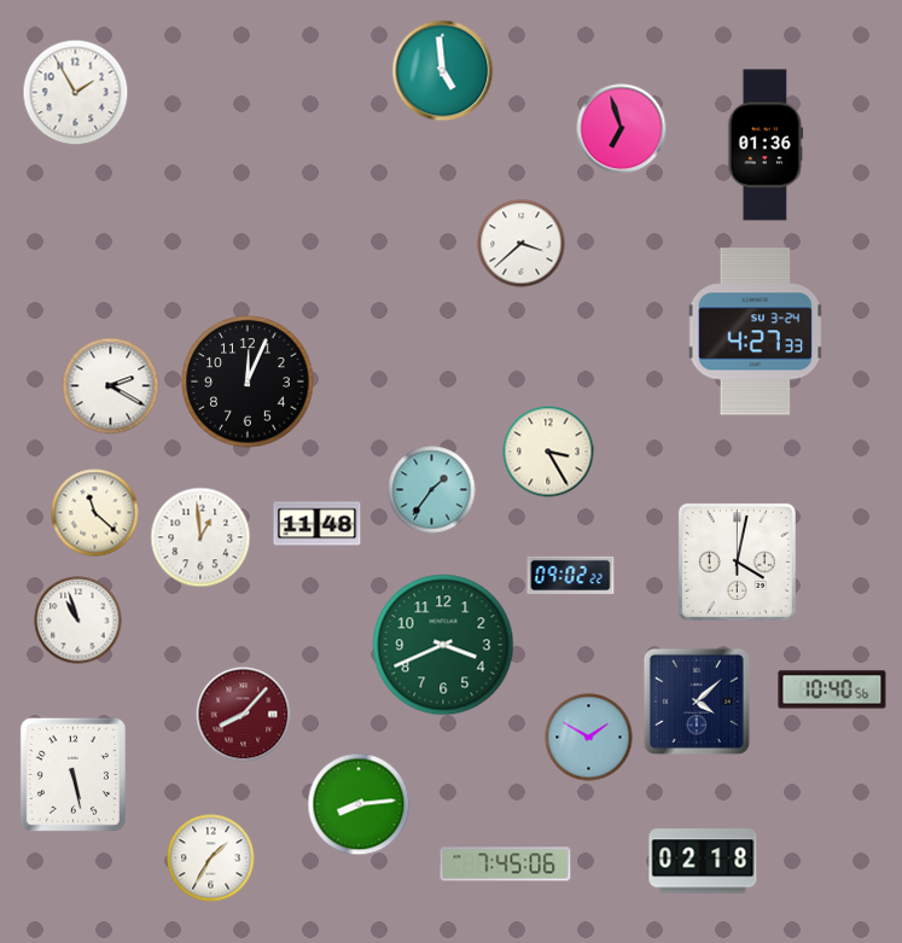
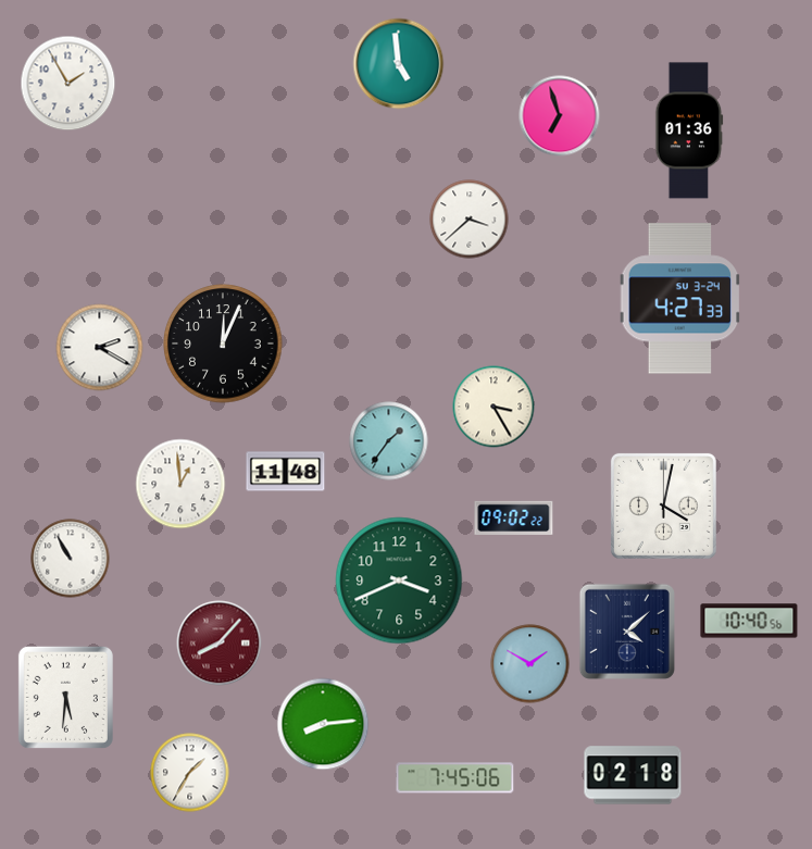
clock at (95, 513): 11:22 -> none
clock at (78, 621): 10:57 -> 10:55
clock at (72, 774): 5:28 -> 5:31
